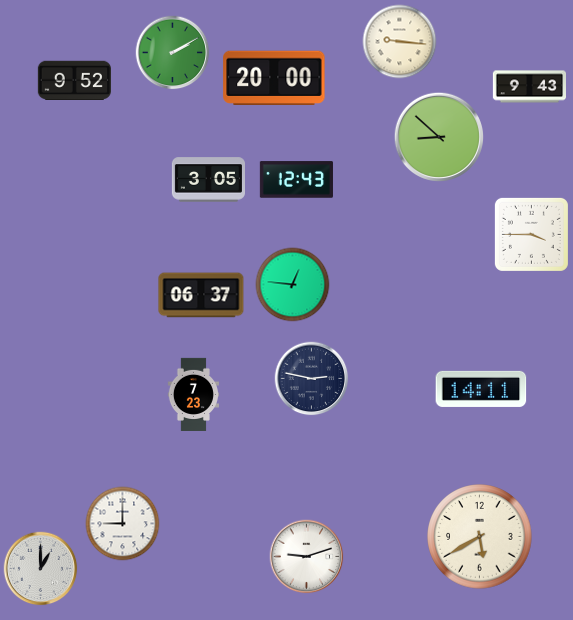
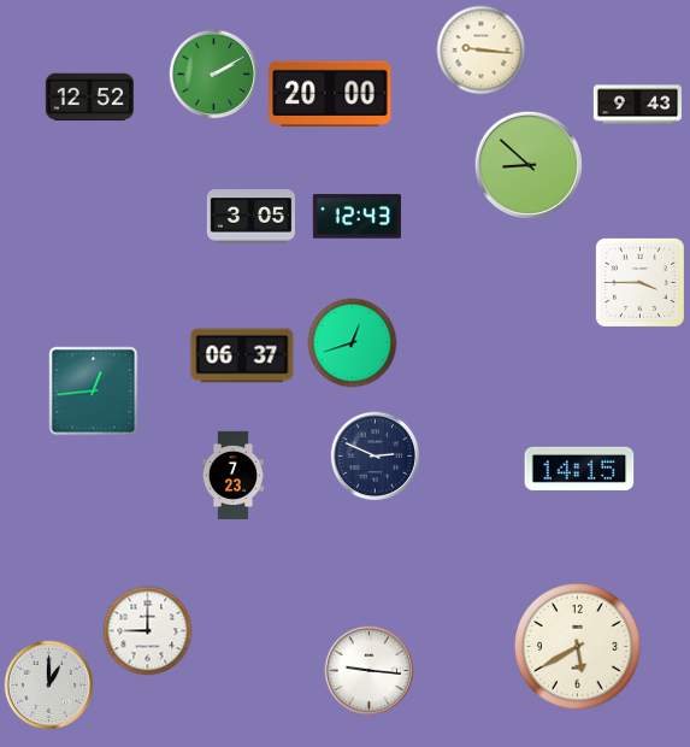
clock at (173, 53) position: (173, 53) -> (214, 75)
clock at (74, 81): 9:52 -> 12:52
clock at (293, 285): 12:46 -> 12:42
clock at (94, 392): none -> 12:44
clock at (312, 379): 2:47 -> 2:49
clock at (481, 389): 14:11 -> 14:15
clock at (307, 557): 9:12 -> 9:16
